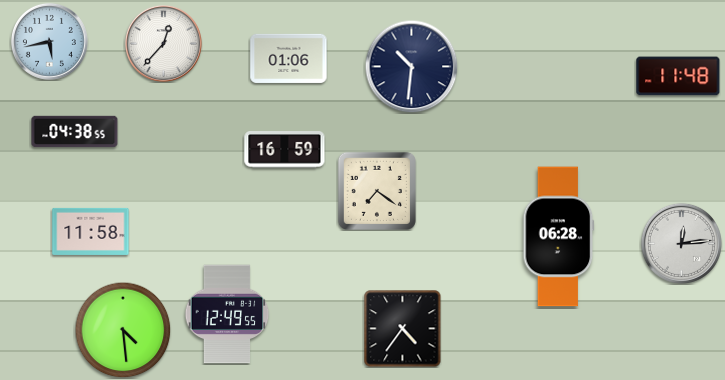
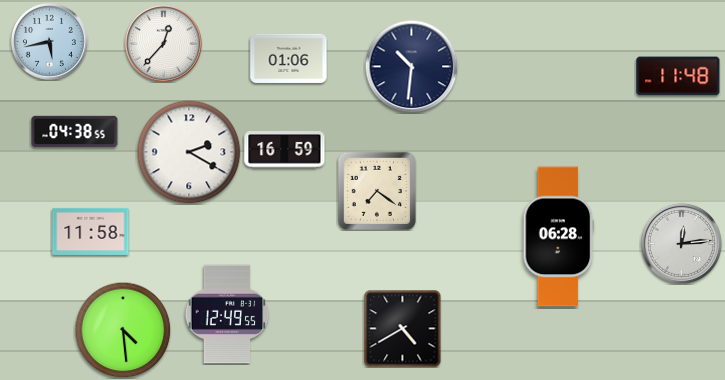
clock at (189, 152): none -> 2:20
clock at (402, 328): 4:36 -> 4:40
